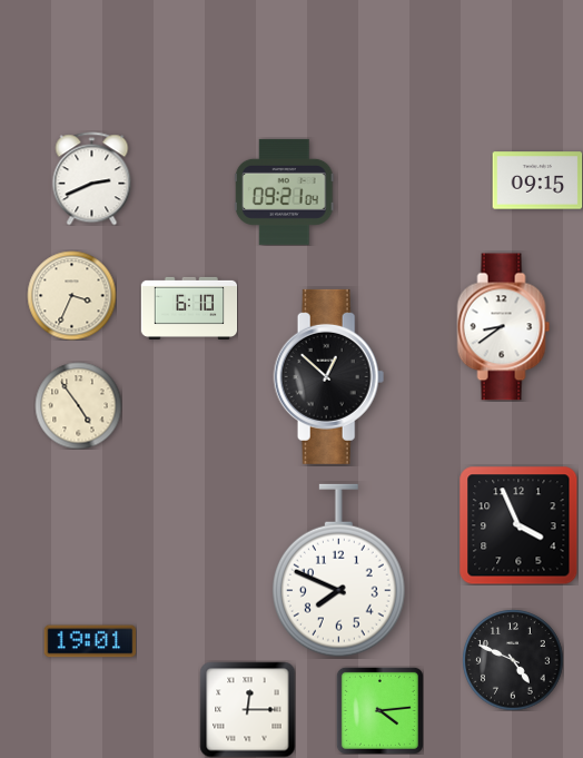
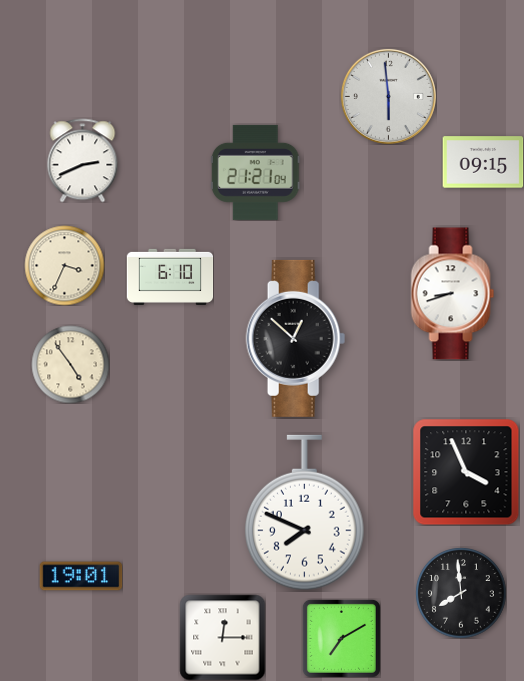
clock at (388, 96): none -> 5:59
clock at (284, 191): 09:21 -> 21:21
clock at (504, 327): 8:39 -> 8:42
clock at (513, 660): 4:49 -> 7:59
clock at (379, 710): 4:14 -> 7:10
